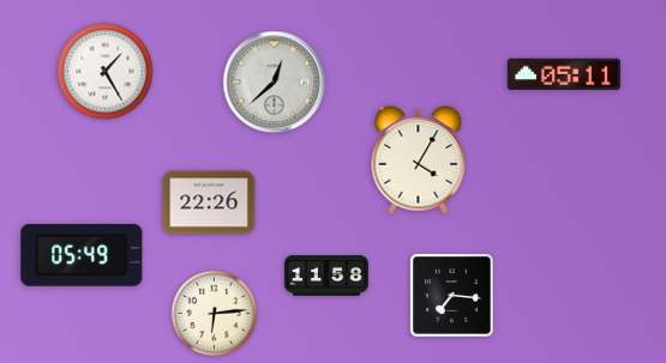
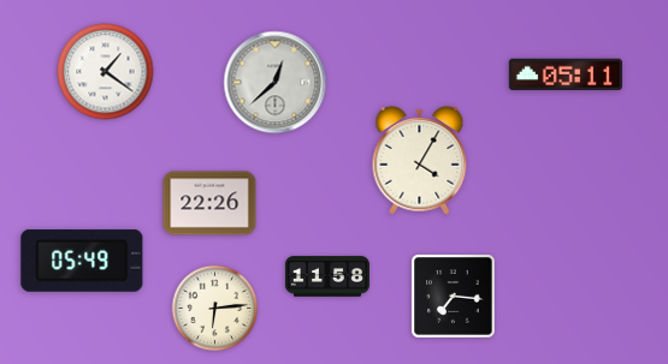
clock at (106, 72): 1:25 -> 1:21
clock at (82, 255) position: (82, 255) -> (82, 261)
clock at (215, 314) position: (215, 314) -> (215, 309)
